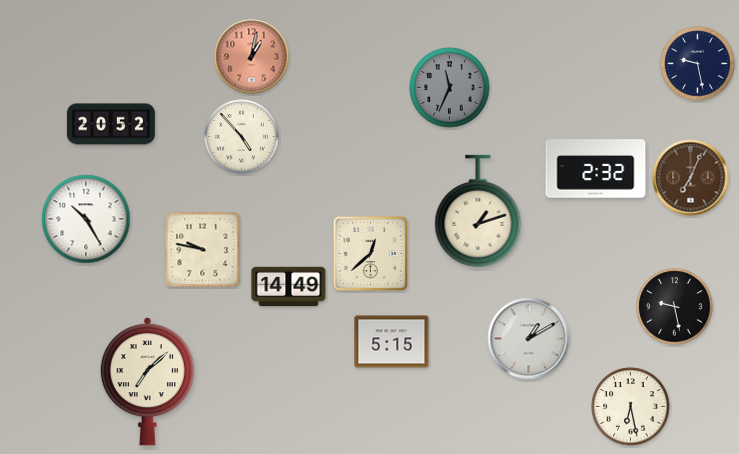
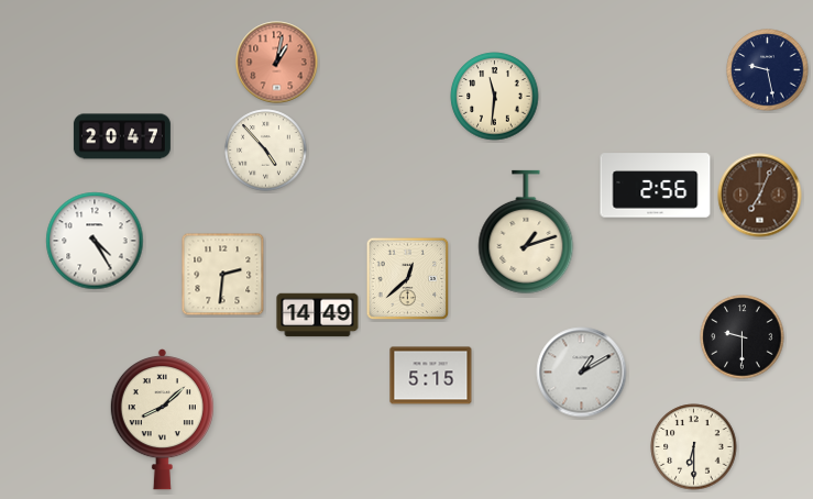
clock at (450, 88): 11:34 -> 11:31
clock at (450, 88) dial: grey -> cream
clock at (111, 124): 20:52 -> 20:47
clock at (596, 169): 2:32 -> 2:56
clock at (86, 219): 10:25 -> 4:25
clock at (203, 250): 9:47 -> 2:31
clock at (675, 307): 9:28 -> 9:30
clock at (147, 382): 7:08 -> 8:08
clock at (631, 407): 6:28 -> 6:30
